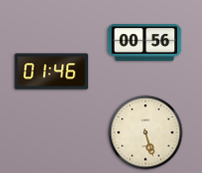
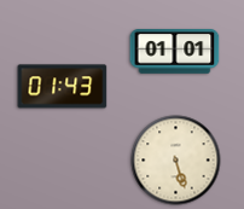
clock at (145, 43): 00:56 -> 01:01
clock at (52, 72): 01:46 -> 01:43
